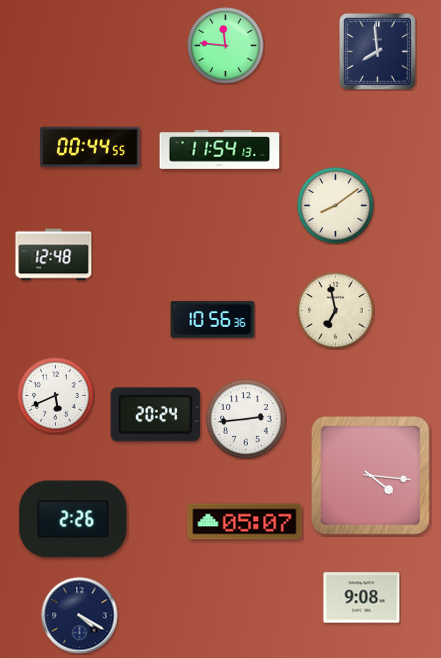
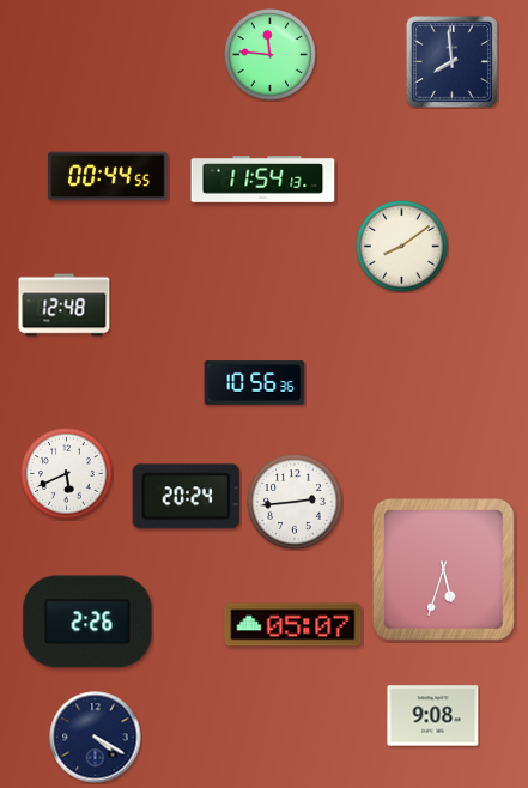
clock at (336, 311): 6:58 -> none
clock at (371, 476): 4:16 -> 5:33
